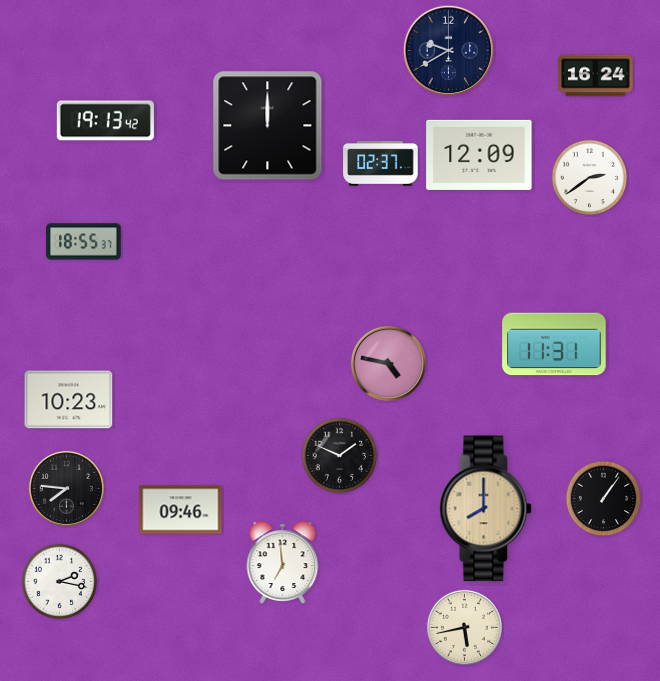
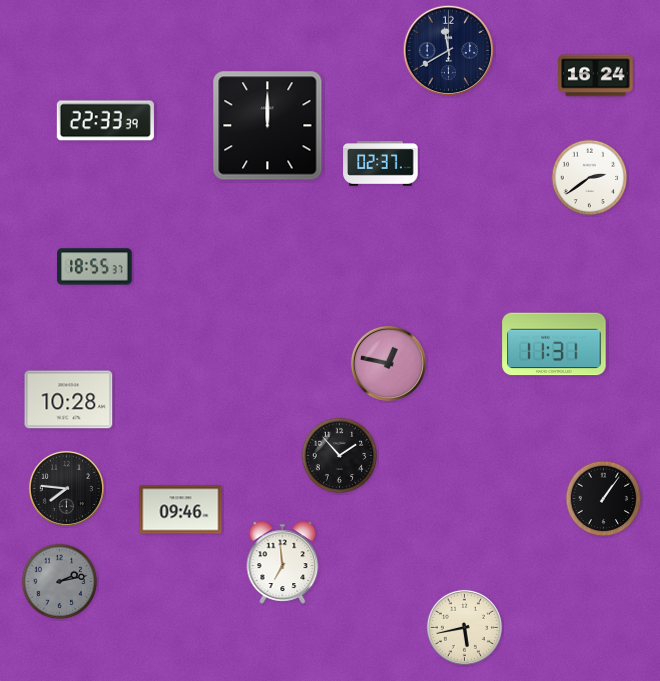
clock at (448, 50): 9:40 -> 11:40
clock at (105, 121): 19:13 -> 22:33
clock at (479, 155): 12:09 -> none
clock at (84, 242) position: (84, 242) -> (95, 267)
clock at (388, 363): 4:47 -> 12:47
clock at (69, 400): 10:23 -> 10:28
clock at (340, 456): 1:49 -> 1:53
clock at (486, 509): 8:00 -> none
clock at (60, 582): 2:17 -> 2:13
clock at (60, 582) dial: white -> grey
